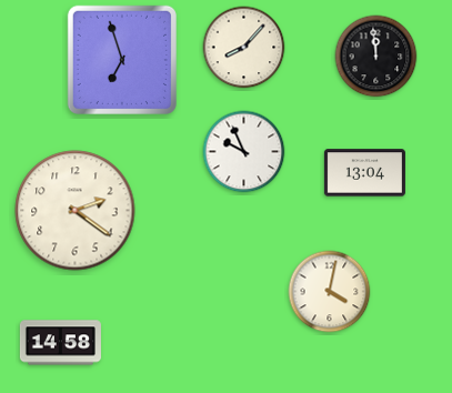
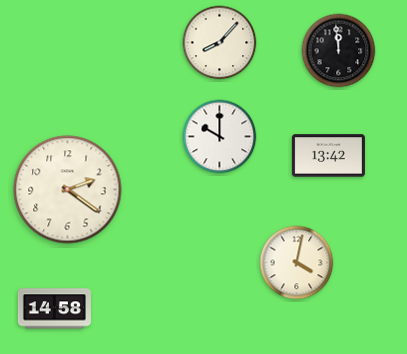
clock at (122, 60): 6:57 -> none
clock at (244, 152): 9:56 -> 10:00
clock at (364, 173): 13:04 -> 13:42
